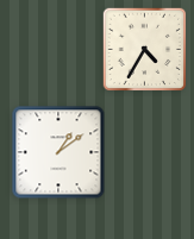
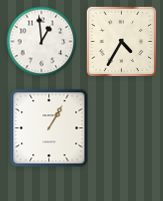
clock at (42, 42): none -> 12:59
clock at (58, 152): 1:09 -> 1:05
